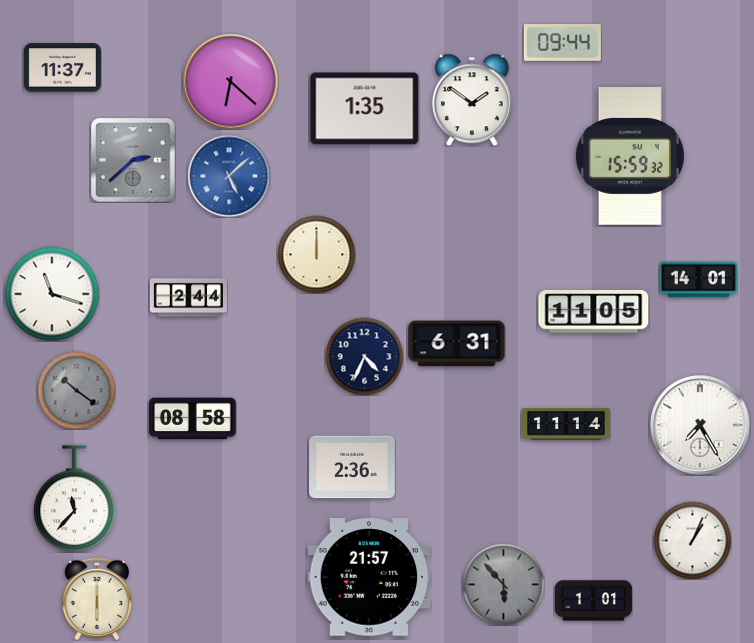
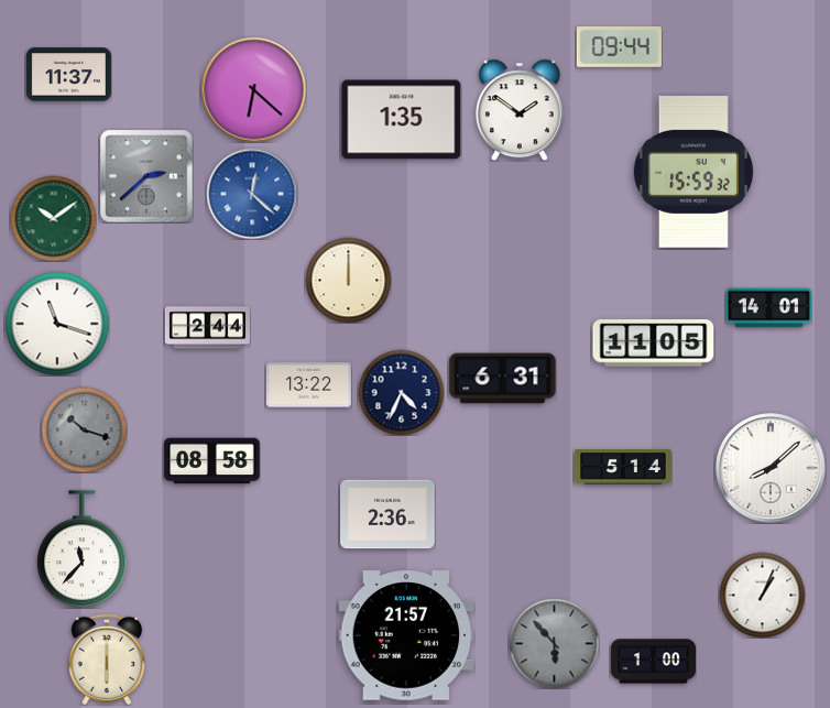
clock at (229, 176): 5:08 -> 12:22
clock at (53, 218): none -> 10:09
clock at (308, 385): none -> 13:22
clock at (76, 390): 10:21 -> 10:18
clock at (566, 425): 11:14 -> 5:14
clock at (700, 425): 7:25 -> 8:08
clock at (593, 601): 1:01 -> 1:00
